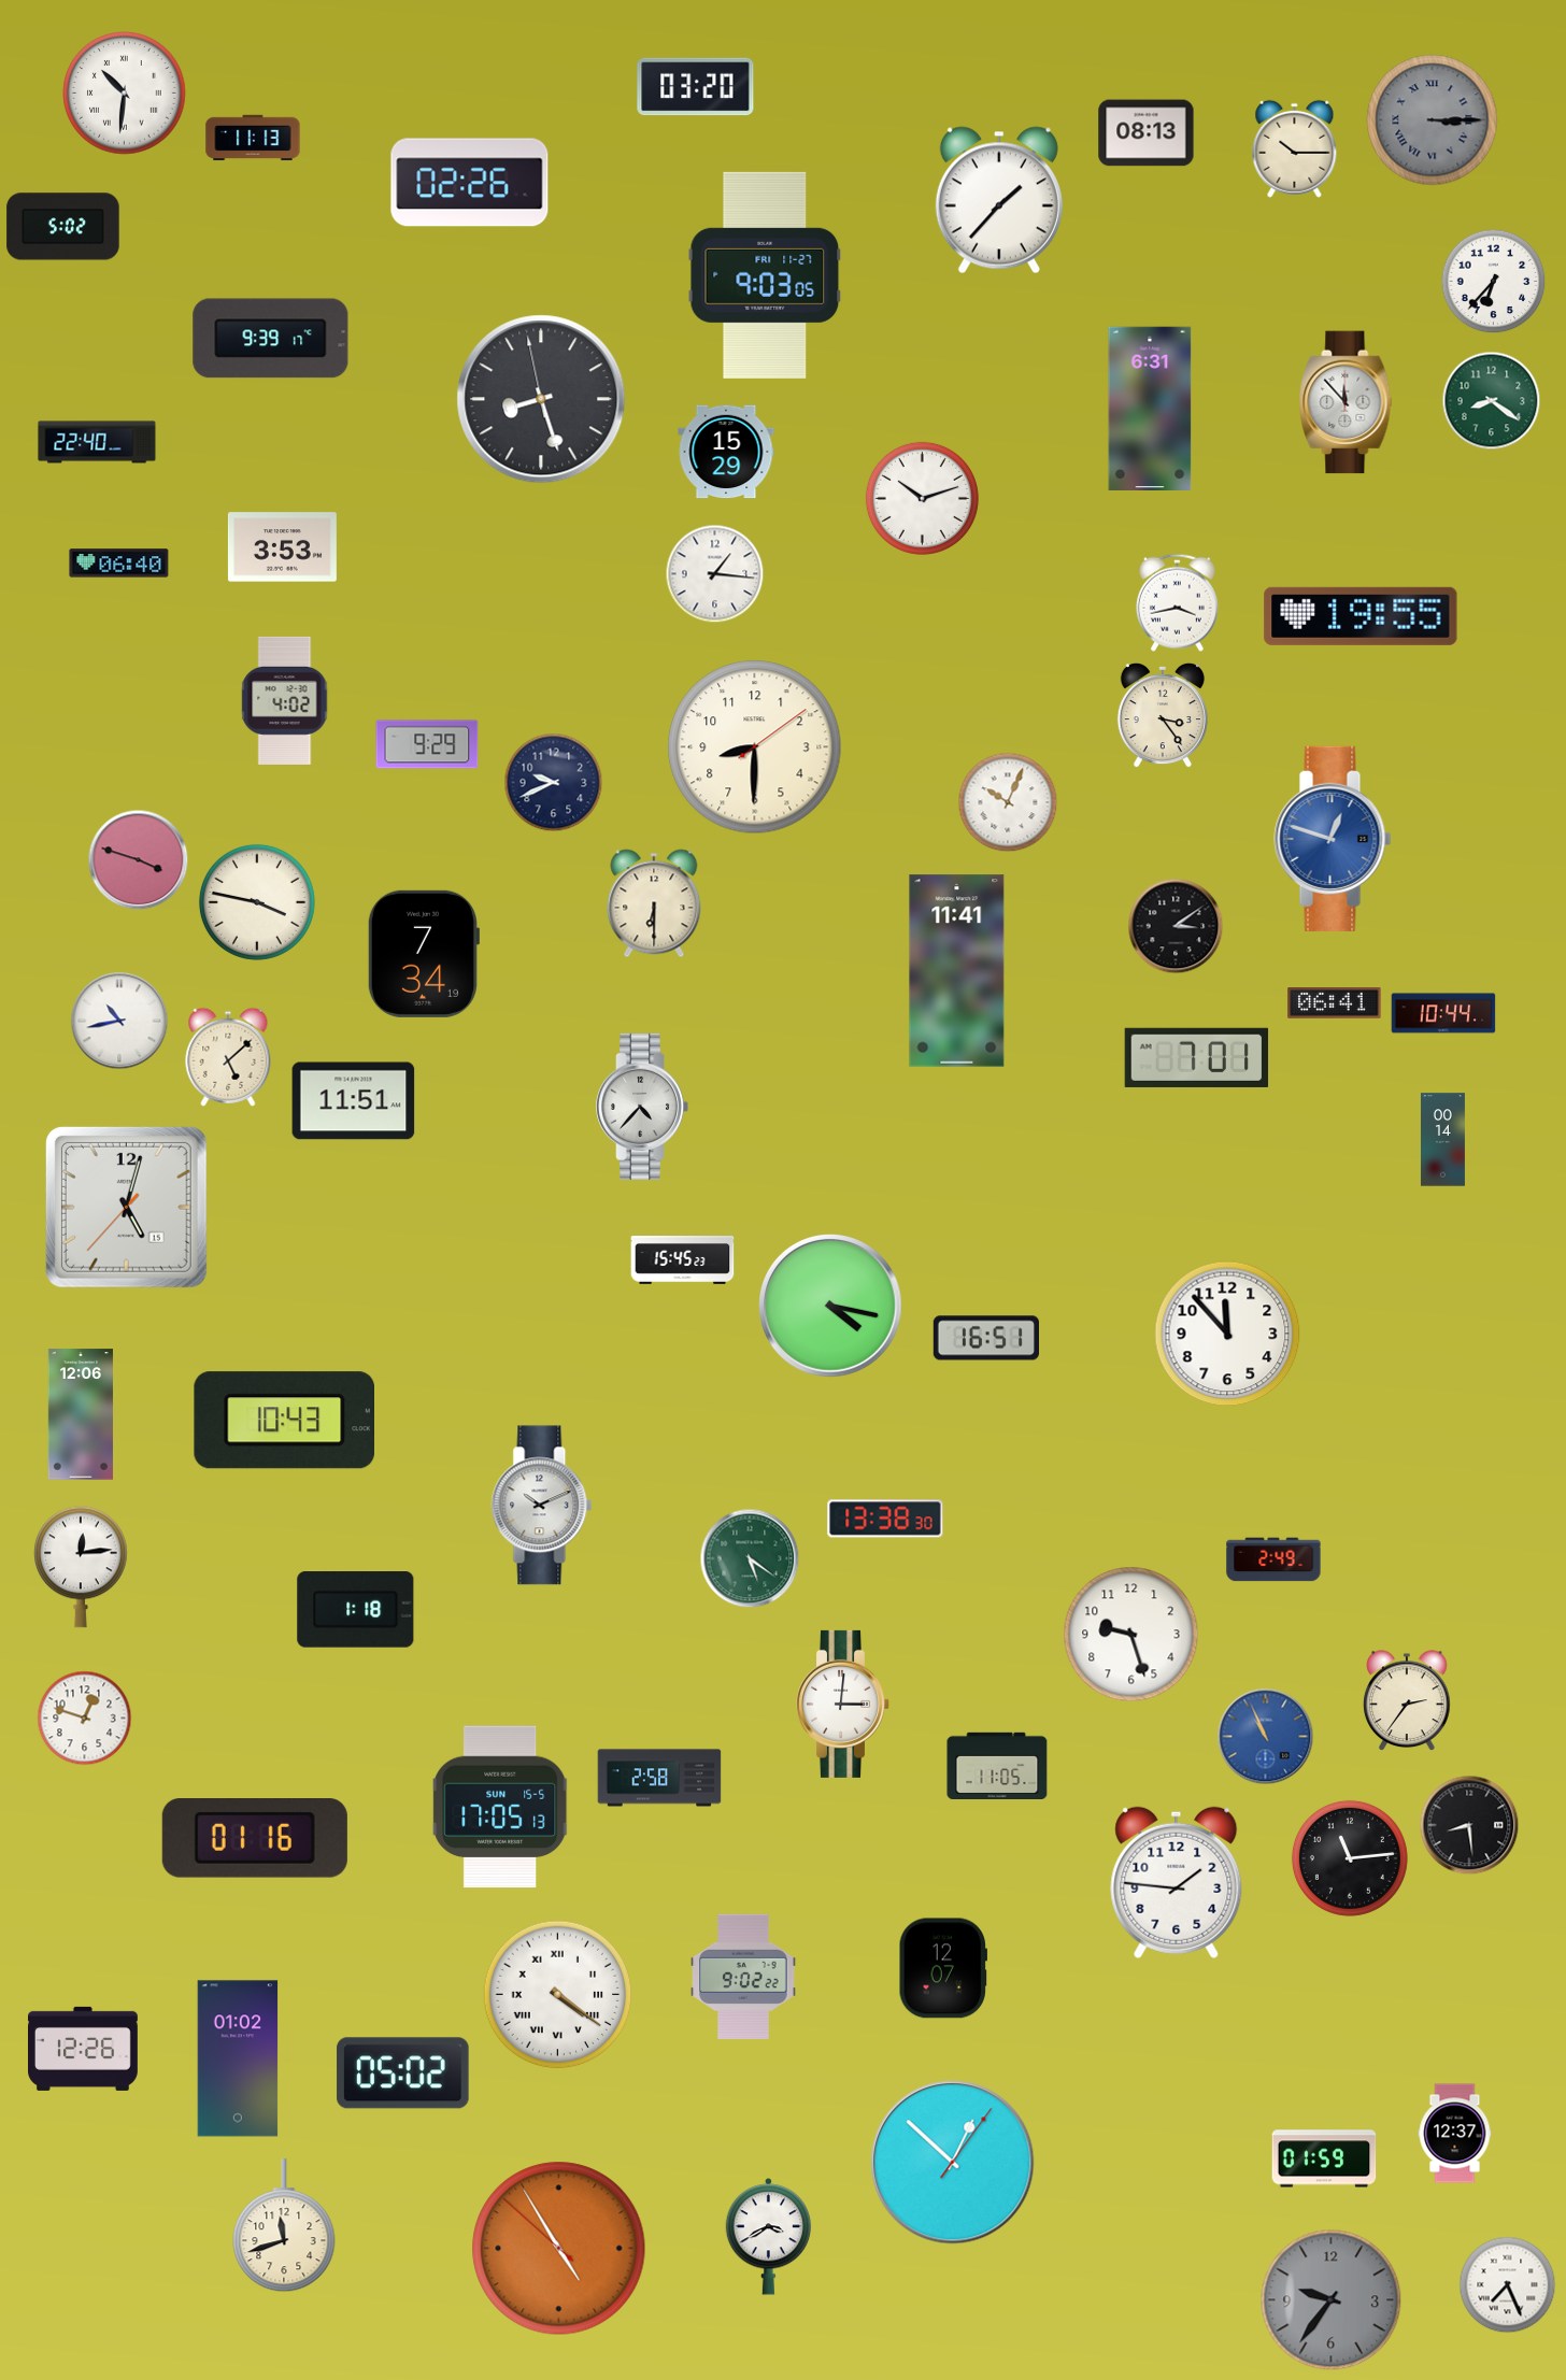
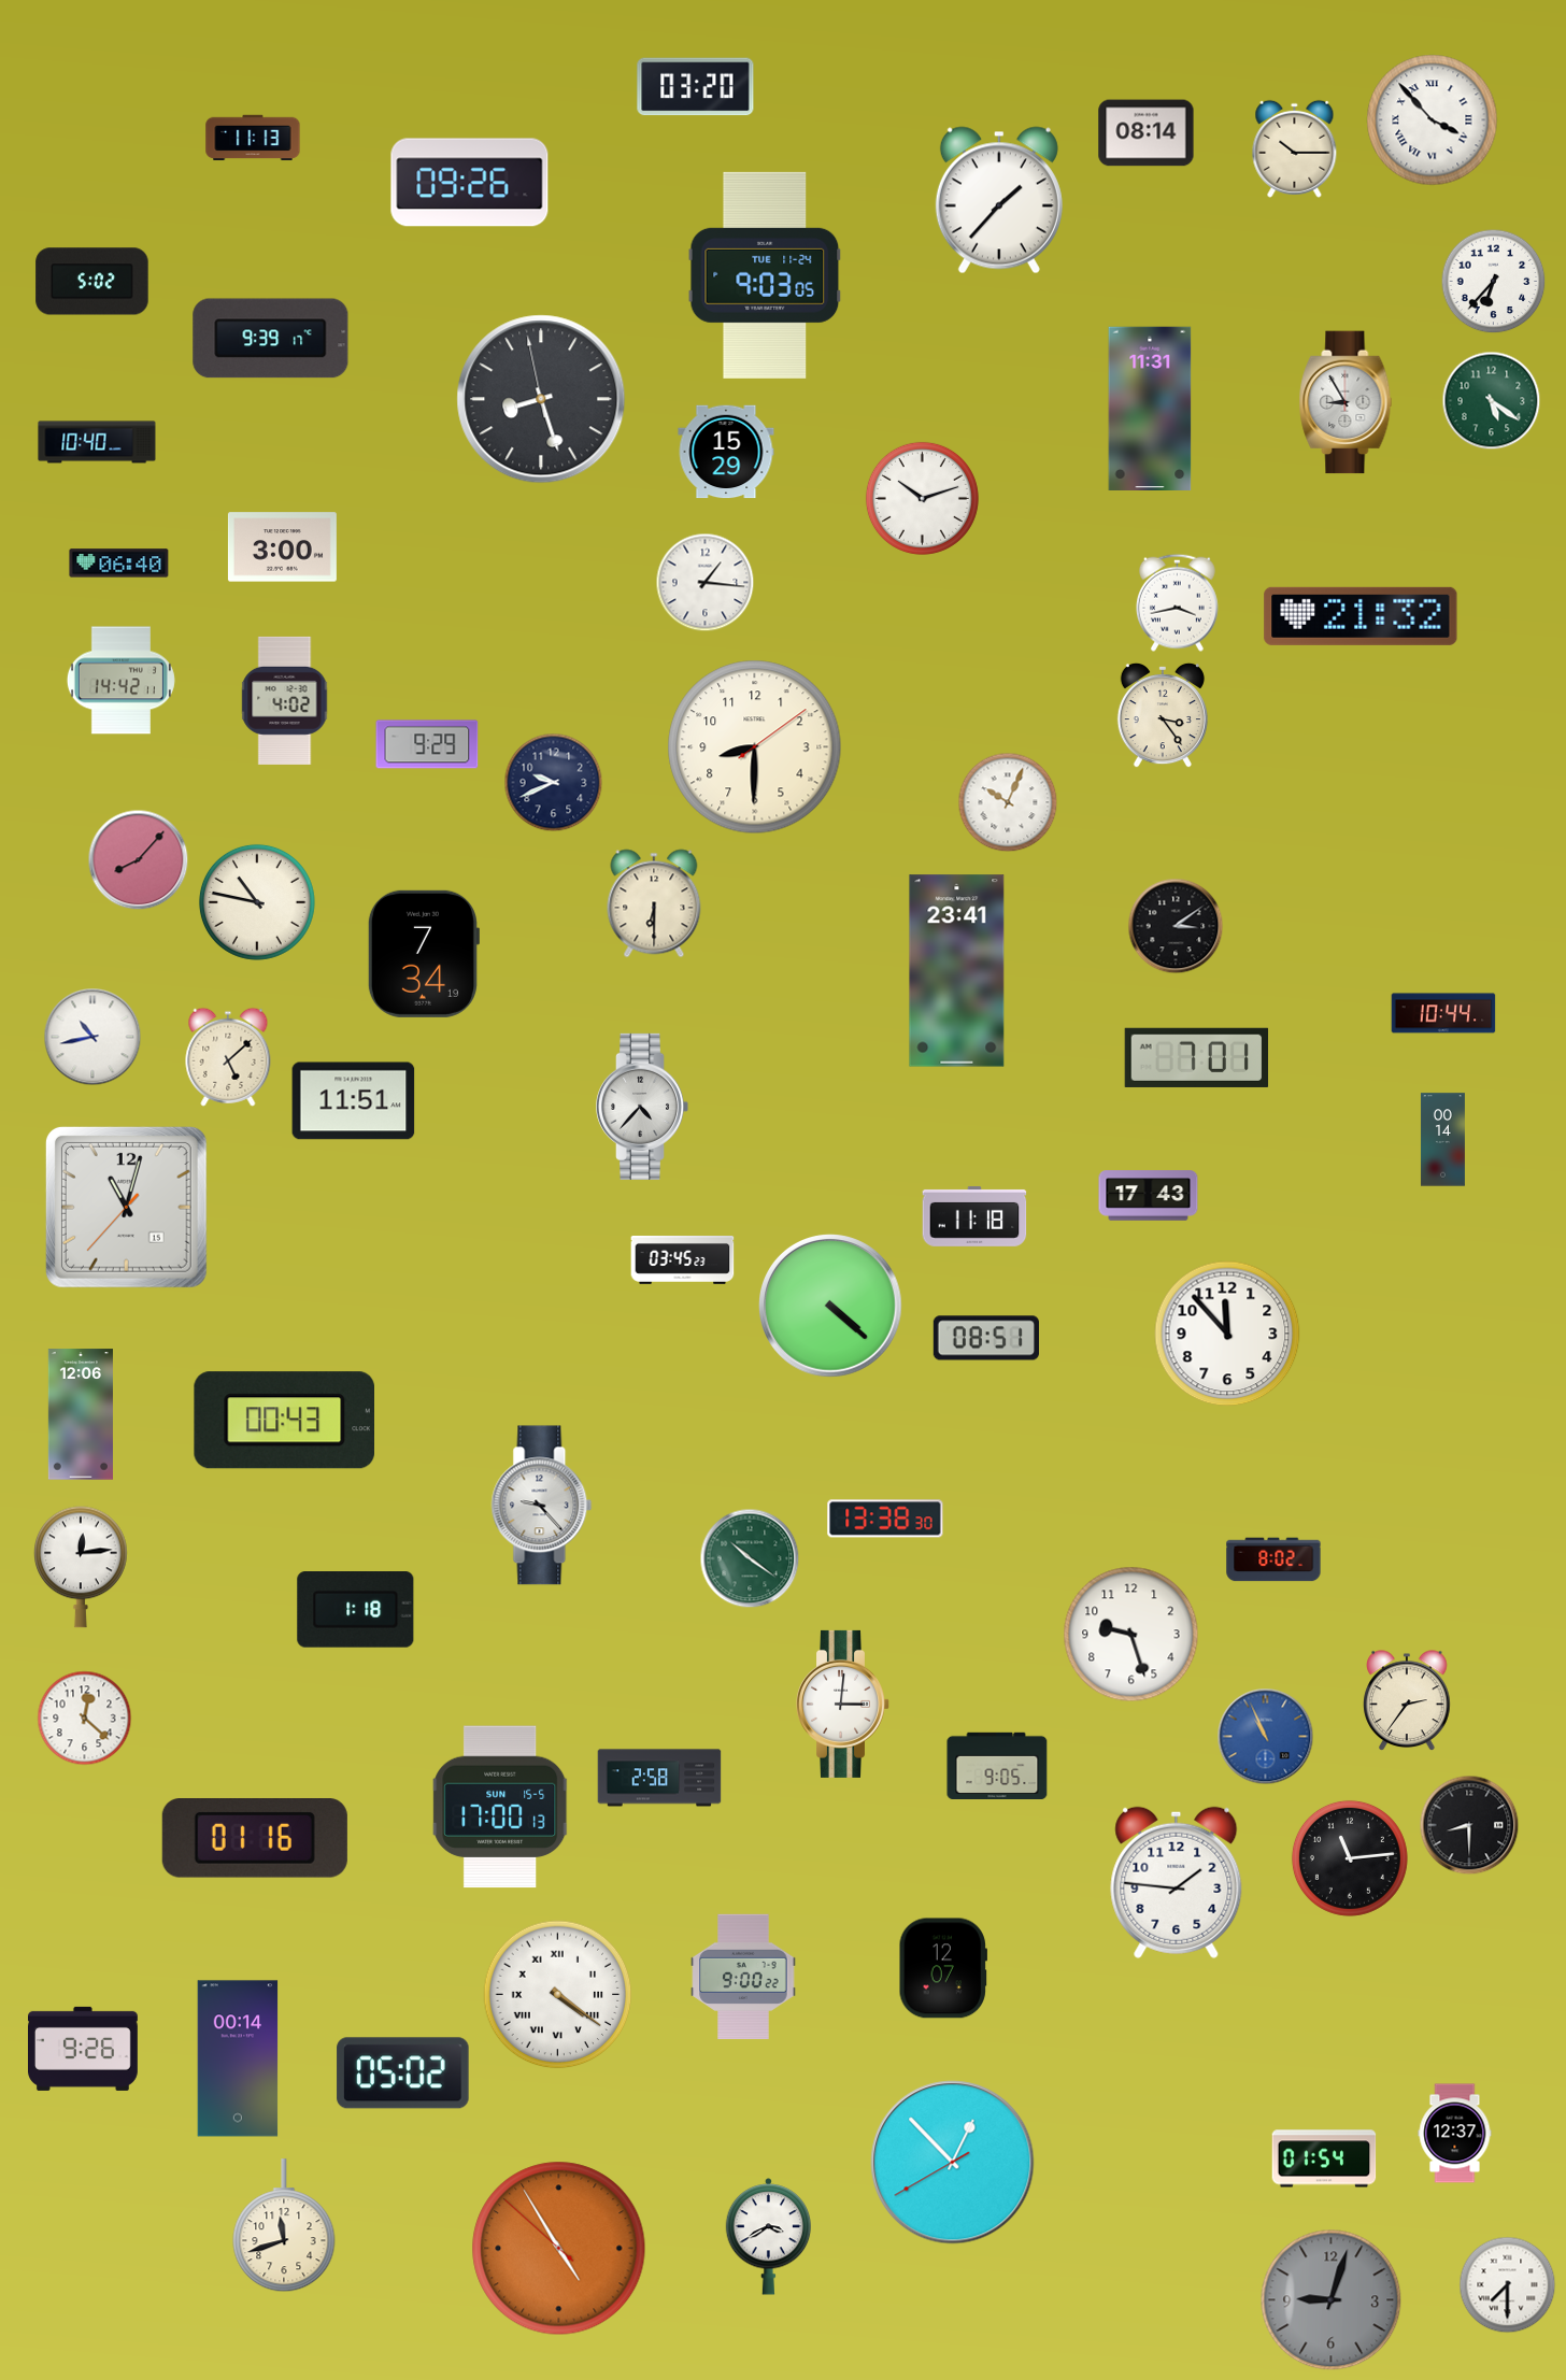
clock at (125, 94): 10:31 -> none
clock at (1433, 120): 3:15 -> 3:53
clock at (1433, 120) dial: grey -> white
clock at (1147, 133): 08:13 -> 08:14
clock at (470, 183): 02:26 -> 09:26
clock at (63, 227) position: (63, 227) -> (92, 282)
clock at (765, 275) date: FRI 11-27 -> TUE 11-24
clock at (1492, 401): 8:21 -> 5:21
clock at (1346, 402): 11:53 -> 8:55
clock at (1150, 408): 6:31 -> 11:31
clock at (97, 442): 22:40 -> 10:40
clock at (282, 547): 3:53 -> 3:00
clock at (715, 574) position: (715, 574) -> (706, 583)
clock at (1361, 616): 19:55 -> 21:32
clock at (120, 681): none -> 14:42
clock at (1333, 839): 12:48 -> none
clock at (139, 860): 3:48 -> 8:07
clock at (257, 902): 3:47 -> 10:47
clock at (957, 971): 11:41 -> 23:41
clock at (1335, 1003): 06:41 -> none
clock at (119, 1021) position: (119, 1021) -> (92, 1037)
clock at (1149, 1196): none -> 17:43
clock at (126, 1207): 5:02 -> 11:02
clock at (974, 1216): none -> 11:18
clock at (683, 1260): 15:45 -> 03:45
clock at (831, 1307): 4:17 -> 4:22
clock at (985, 1338): 16:51 -> 08:51
clock at (284, 1421): 10:43 -> 00:43
clock at (542, 1506): 10:11 -> 9:23
clock at (750, 1558): 5:21 -> 10:21
clock at (1273, 1559): 2:49 -> 8:02
clock at (85, 1719): 12:48 -> 12:22
clock at (997, 1765): 11:05 -> 9:05
clock at (500, 1807): 17:05 -> 17:00
clock at (1469, 1825): 8:29 -> 8:30
clock at (743, 1977): 9:02 -> 9:00
clock at (84, 2049): 12:26 -> 9:26
clock at (238, 2058): 01:02 -> 00:14
clock at (1324, 2158): 01:59 -> 01:54
clock at (953, 2163): 12:52:06 -> 12:52:40
clock at (1508, 2285): 7:26 -> 7:30
clock at (1332, 2300): 9:36 -> 9:03
